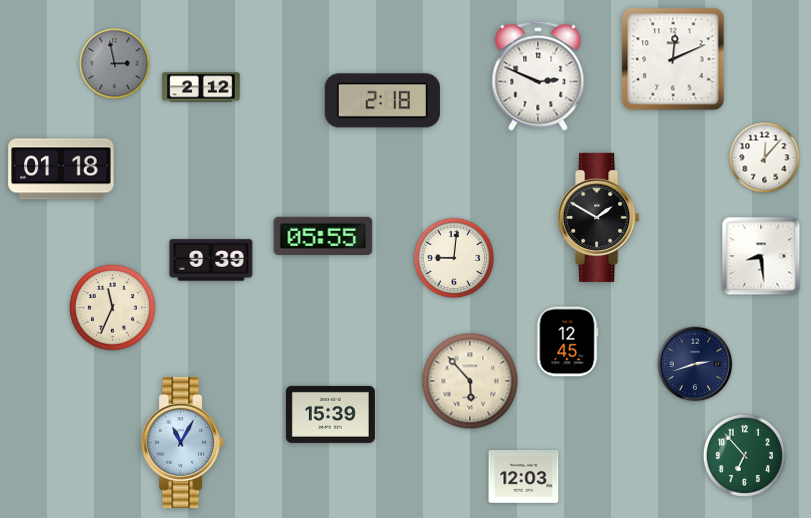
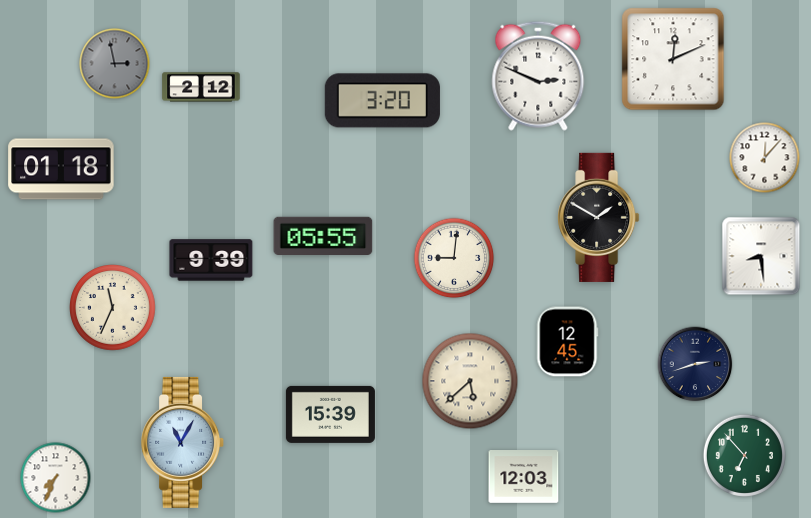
clock at (382, 101): 2:18 -> 3:20
clock at (470, 381): 5:53 -> 5:38
clock at (56, 478): none -> 7:34
